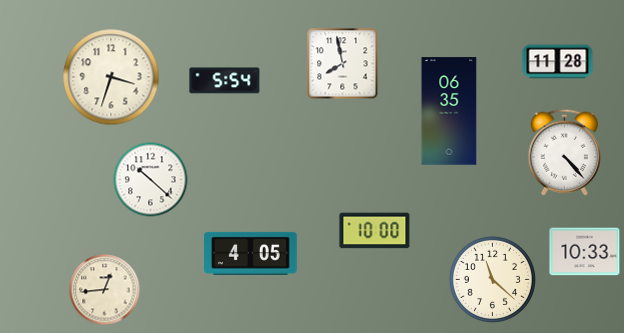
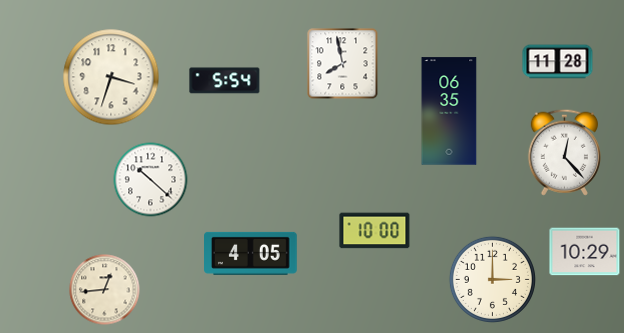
clock at (564, 152): 4:23 -> 12:23
clock at (585, 252): 10:33 -> 10:29
clock at (492, 279): 11:22 -> 3:00
